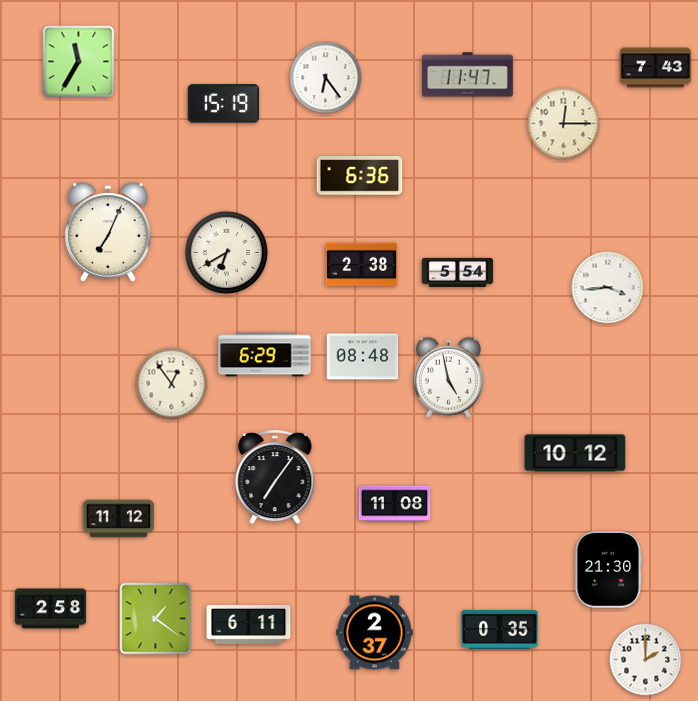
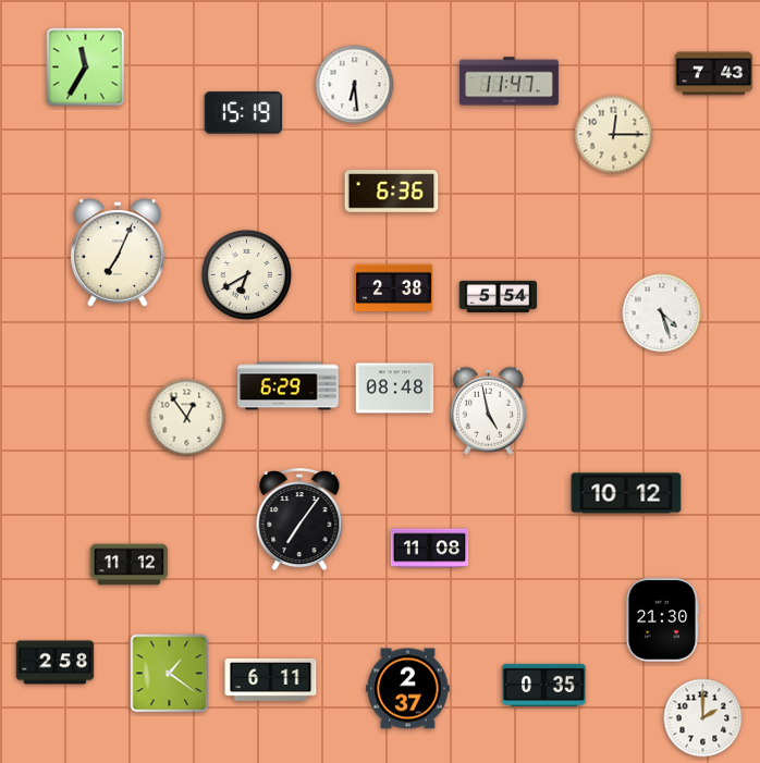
clock at (326, 78): 6:24 -> 6:29
clock at (608, 288): 3:44 -> 4:27
